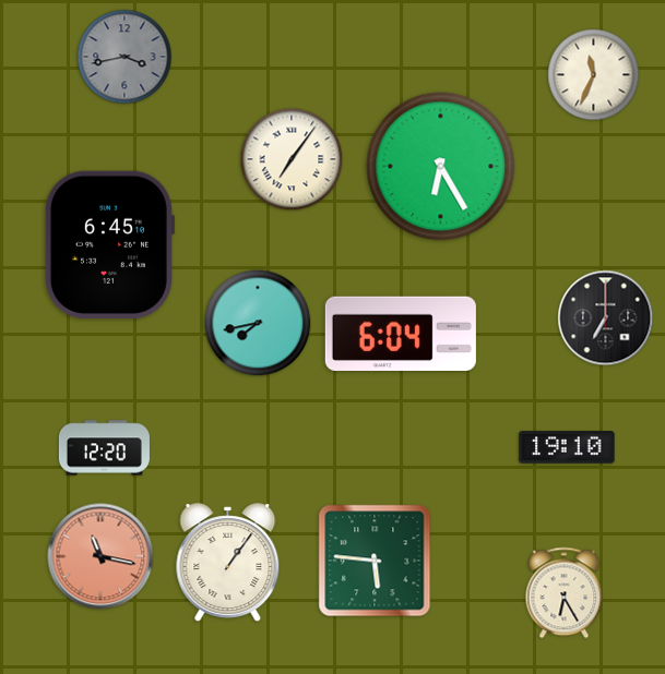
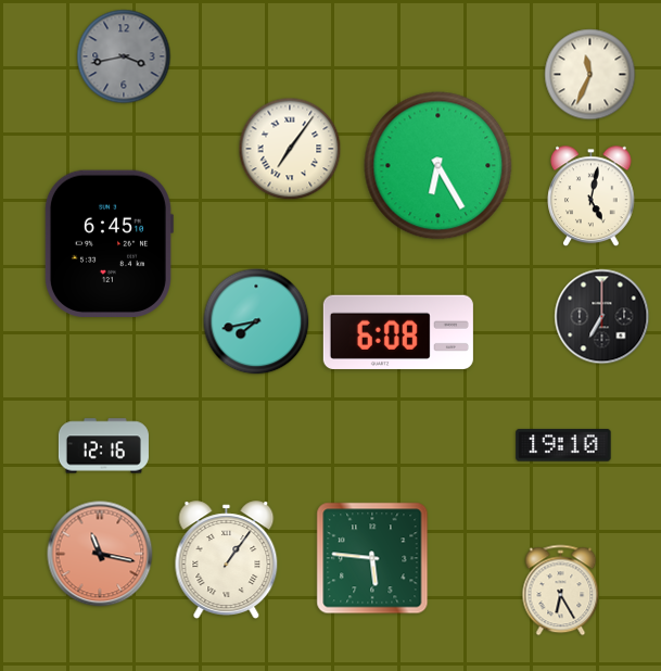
clock at (292, 159) position: (292, 159) -> (290, 149)
clock at (592, 197): none -> 5:02
clock at (401, 334): 6:04 -> 6:08
clock at (104, 448): 12:20 -> 12:16
